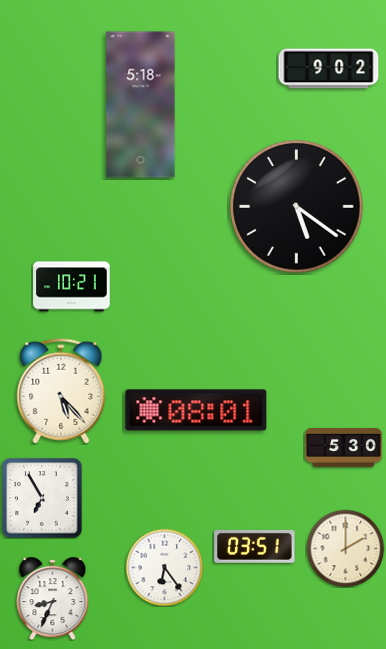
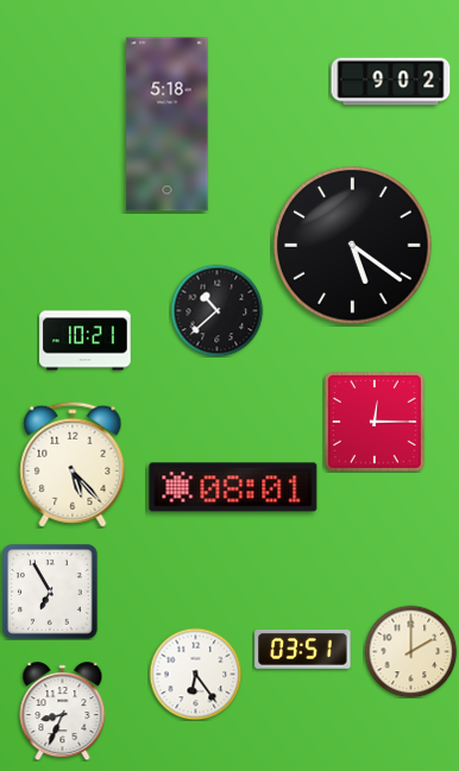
clock at (216, 310): none -> 10:38
clock at (375, 422): none -> 12:15
clock at (344, 447): 5:30 -> none
